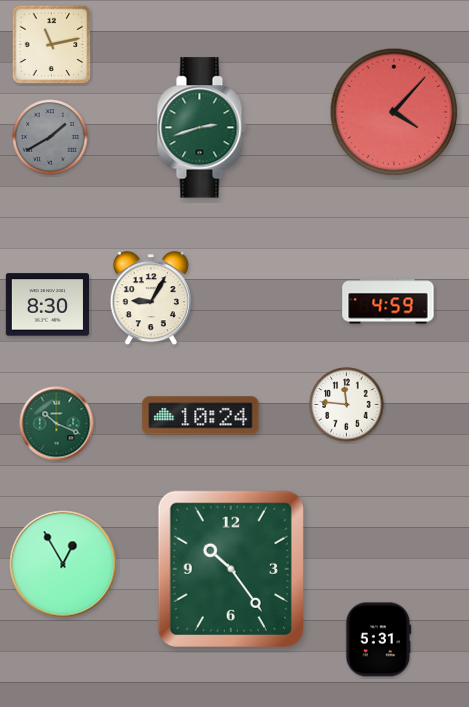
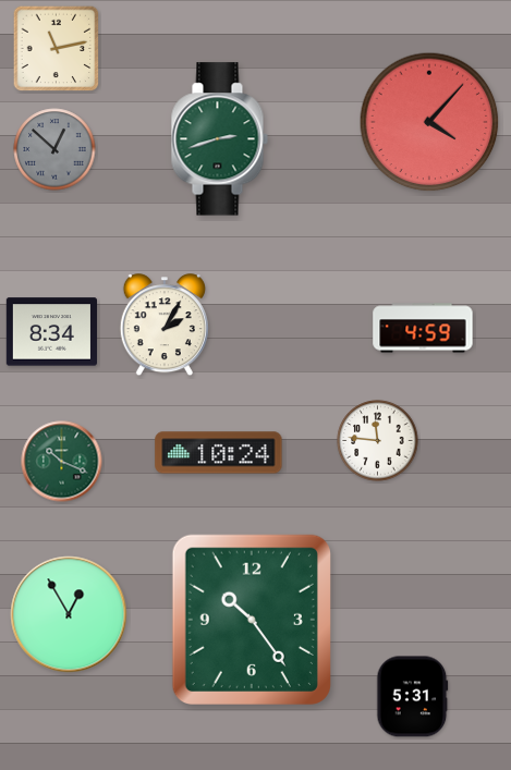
clock at (50, 137): 1:40 -> 12:52
clock at (151, 299): 9:05 -> 2:05
clock at (47, 305): 8:30 -> 8:34
